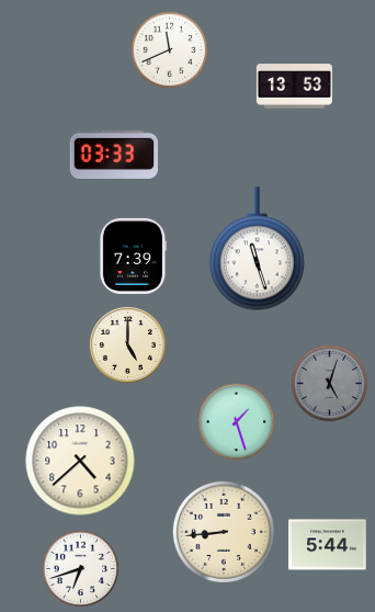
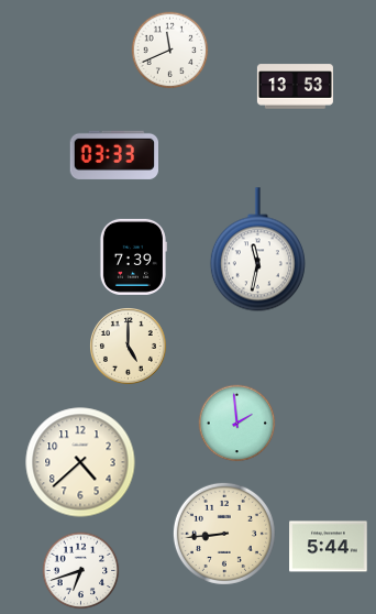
clock at (257, 249): 11:27 -> 11:32
clock at (330, 384): 5:03 -> none
clock at (237, 422): 1:27 -> 1:59
